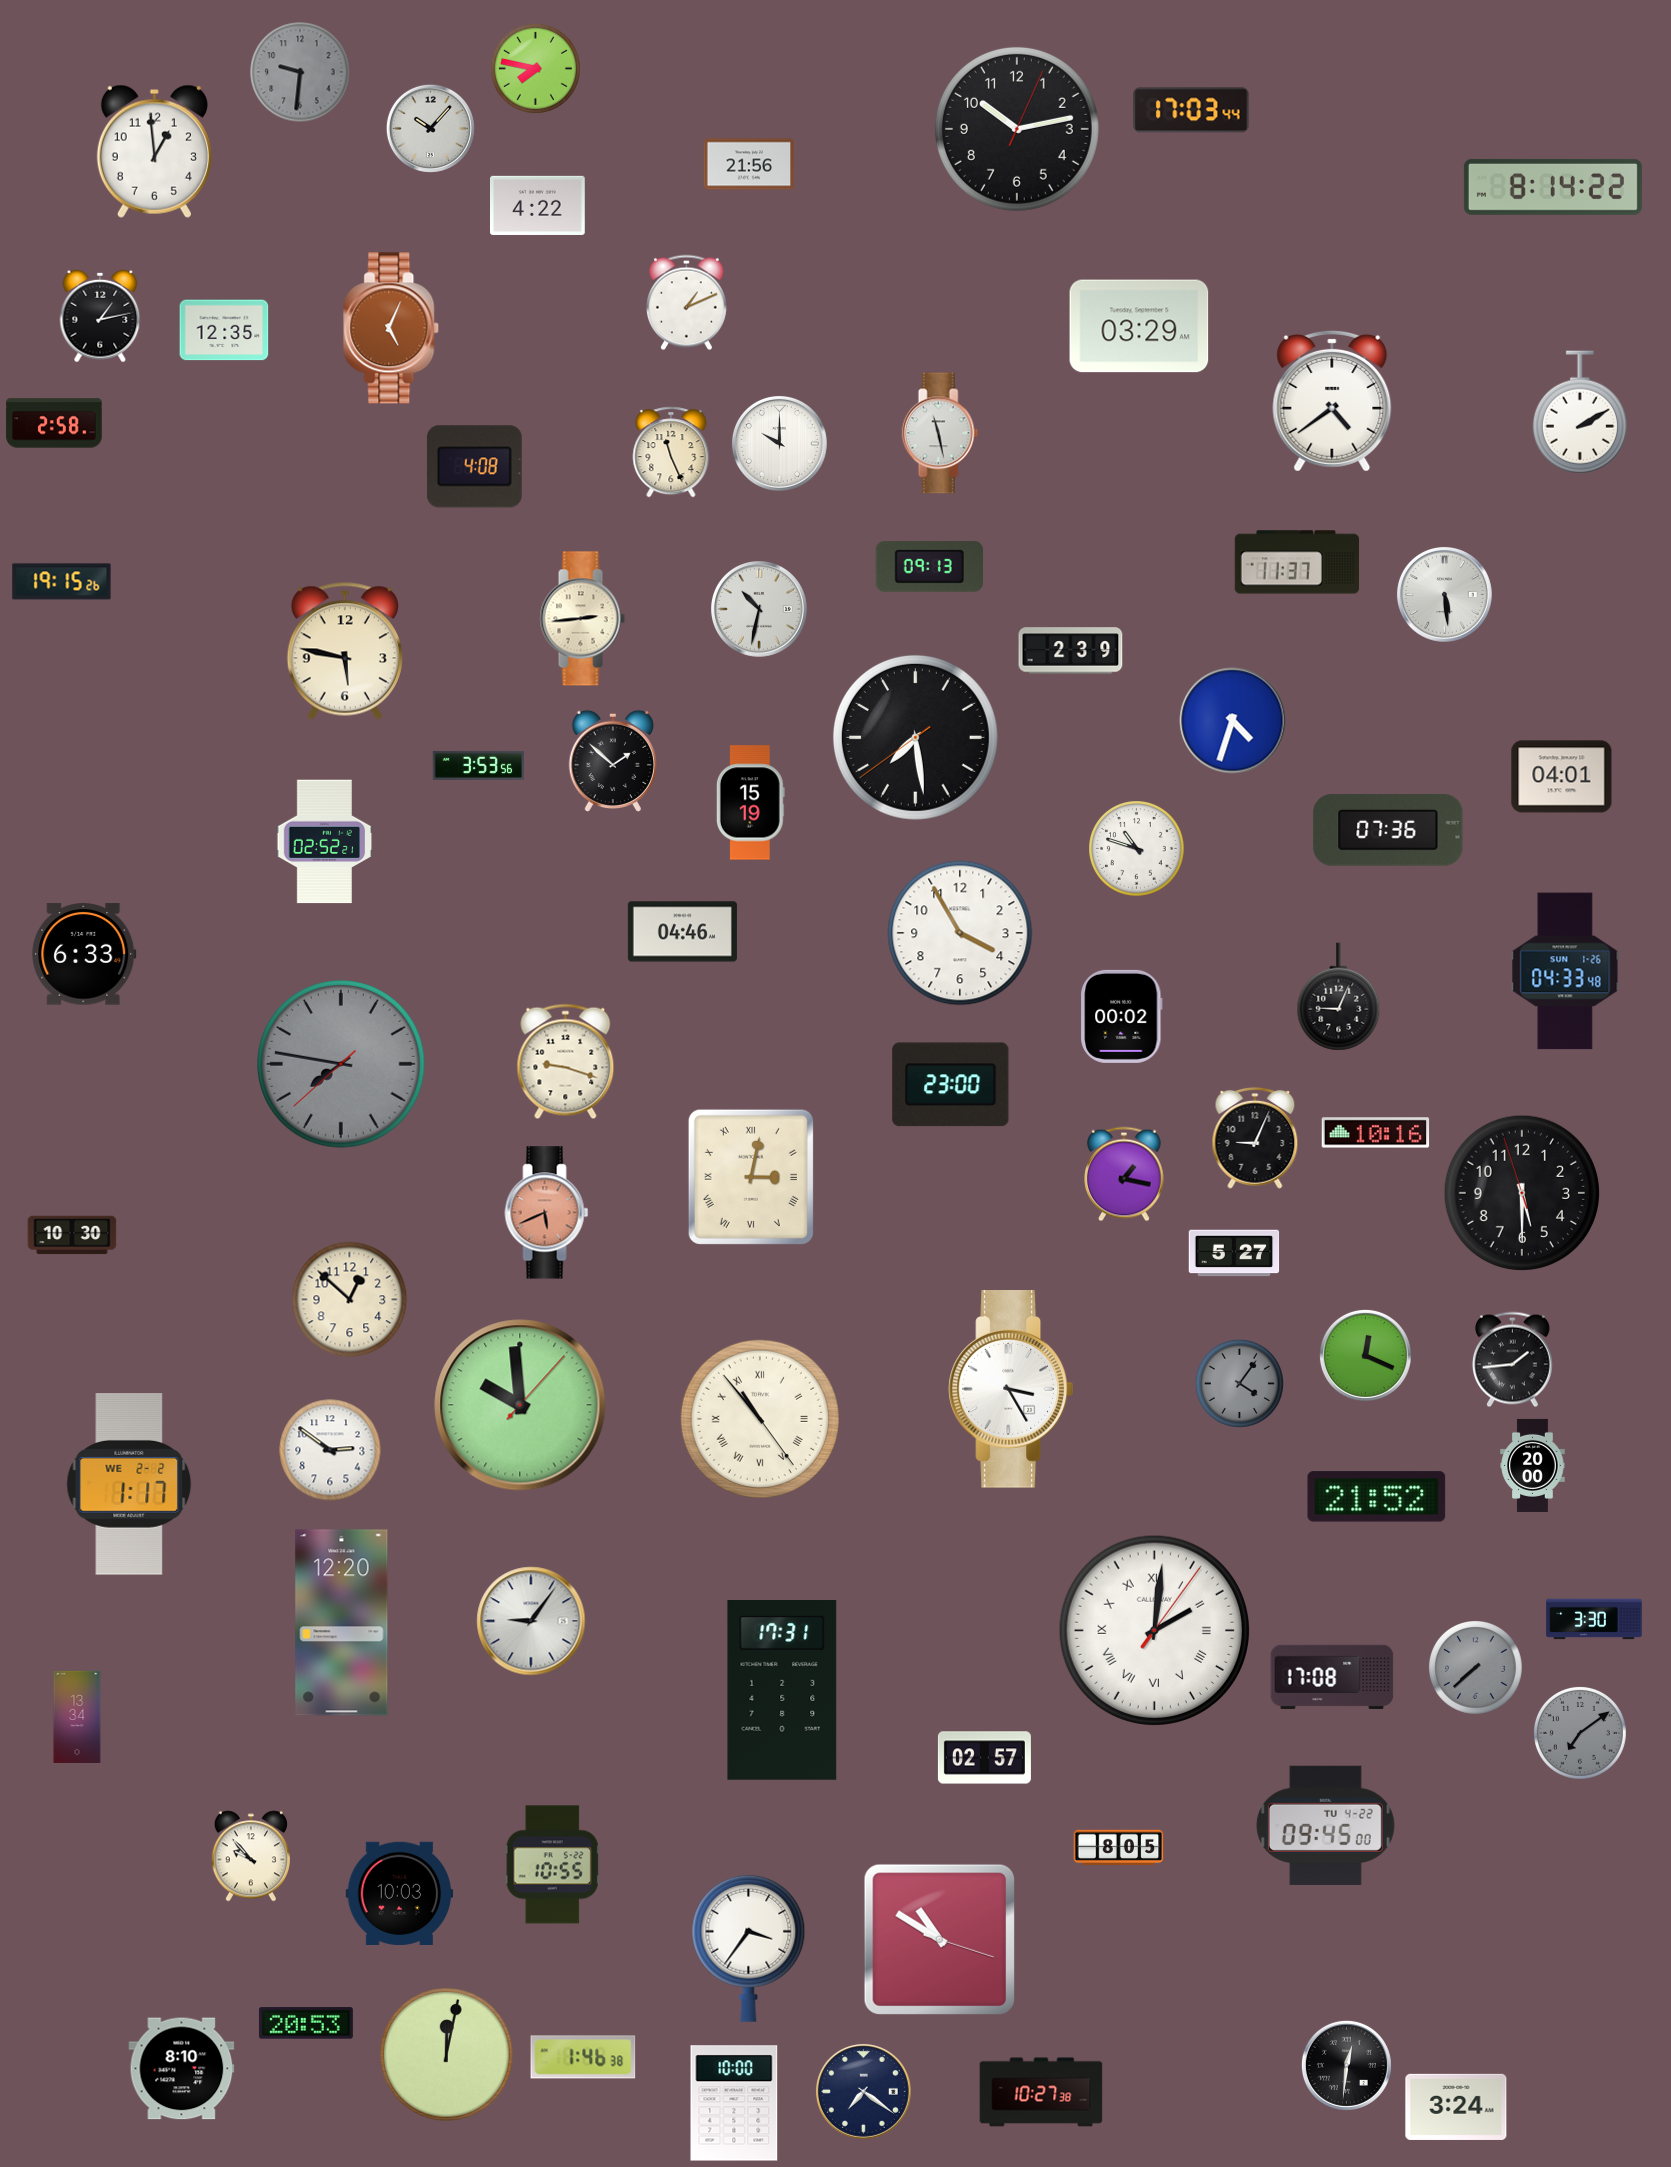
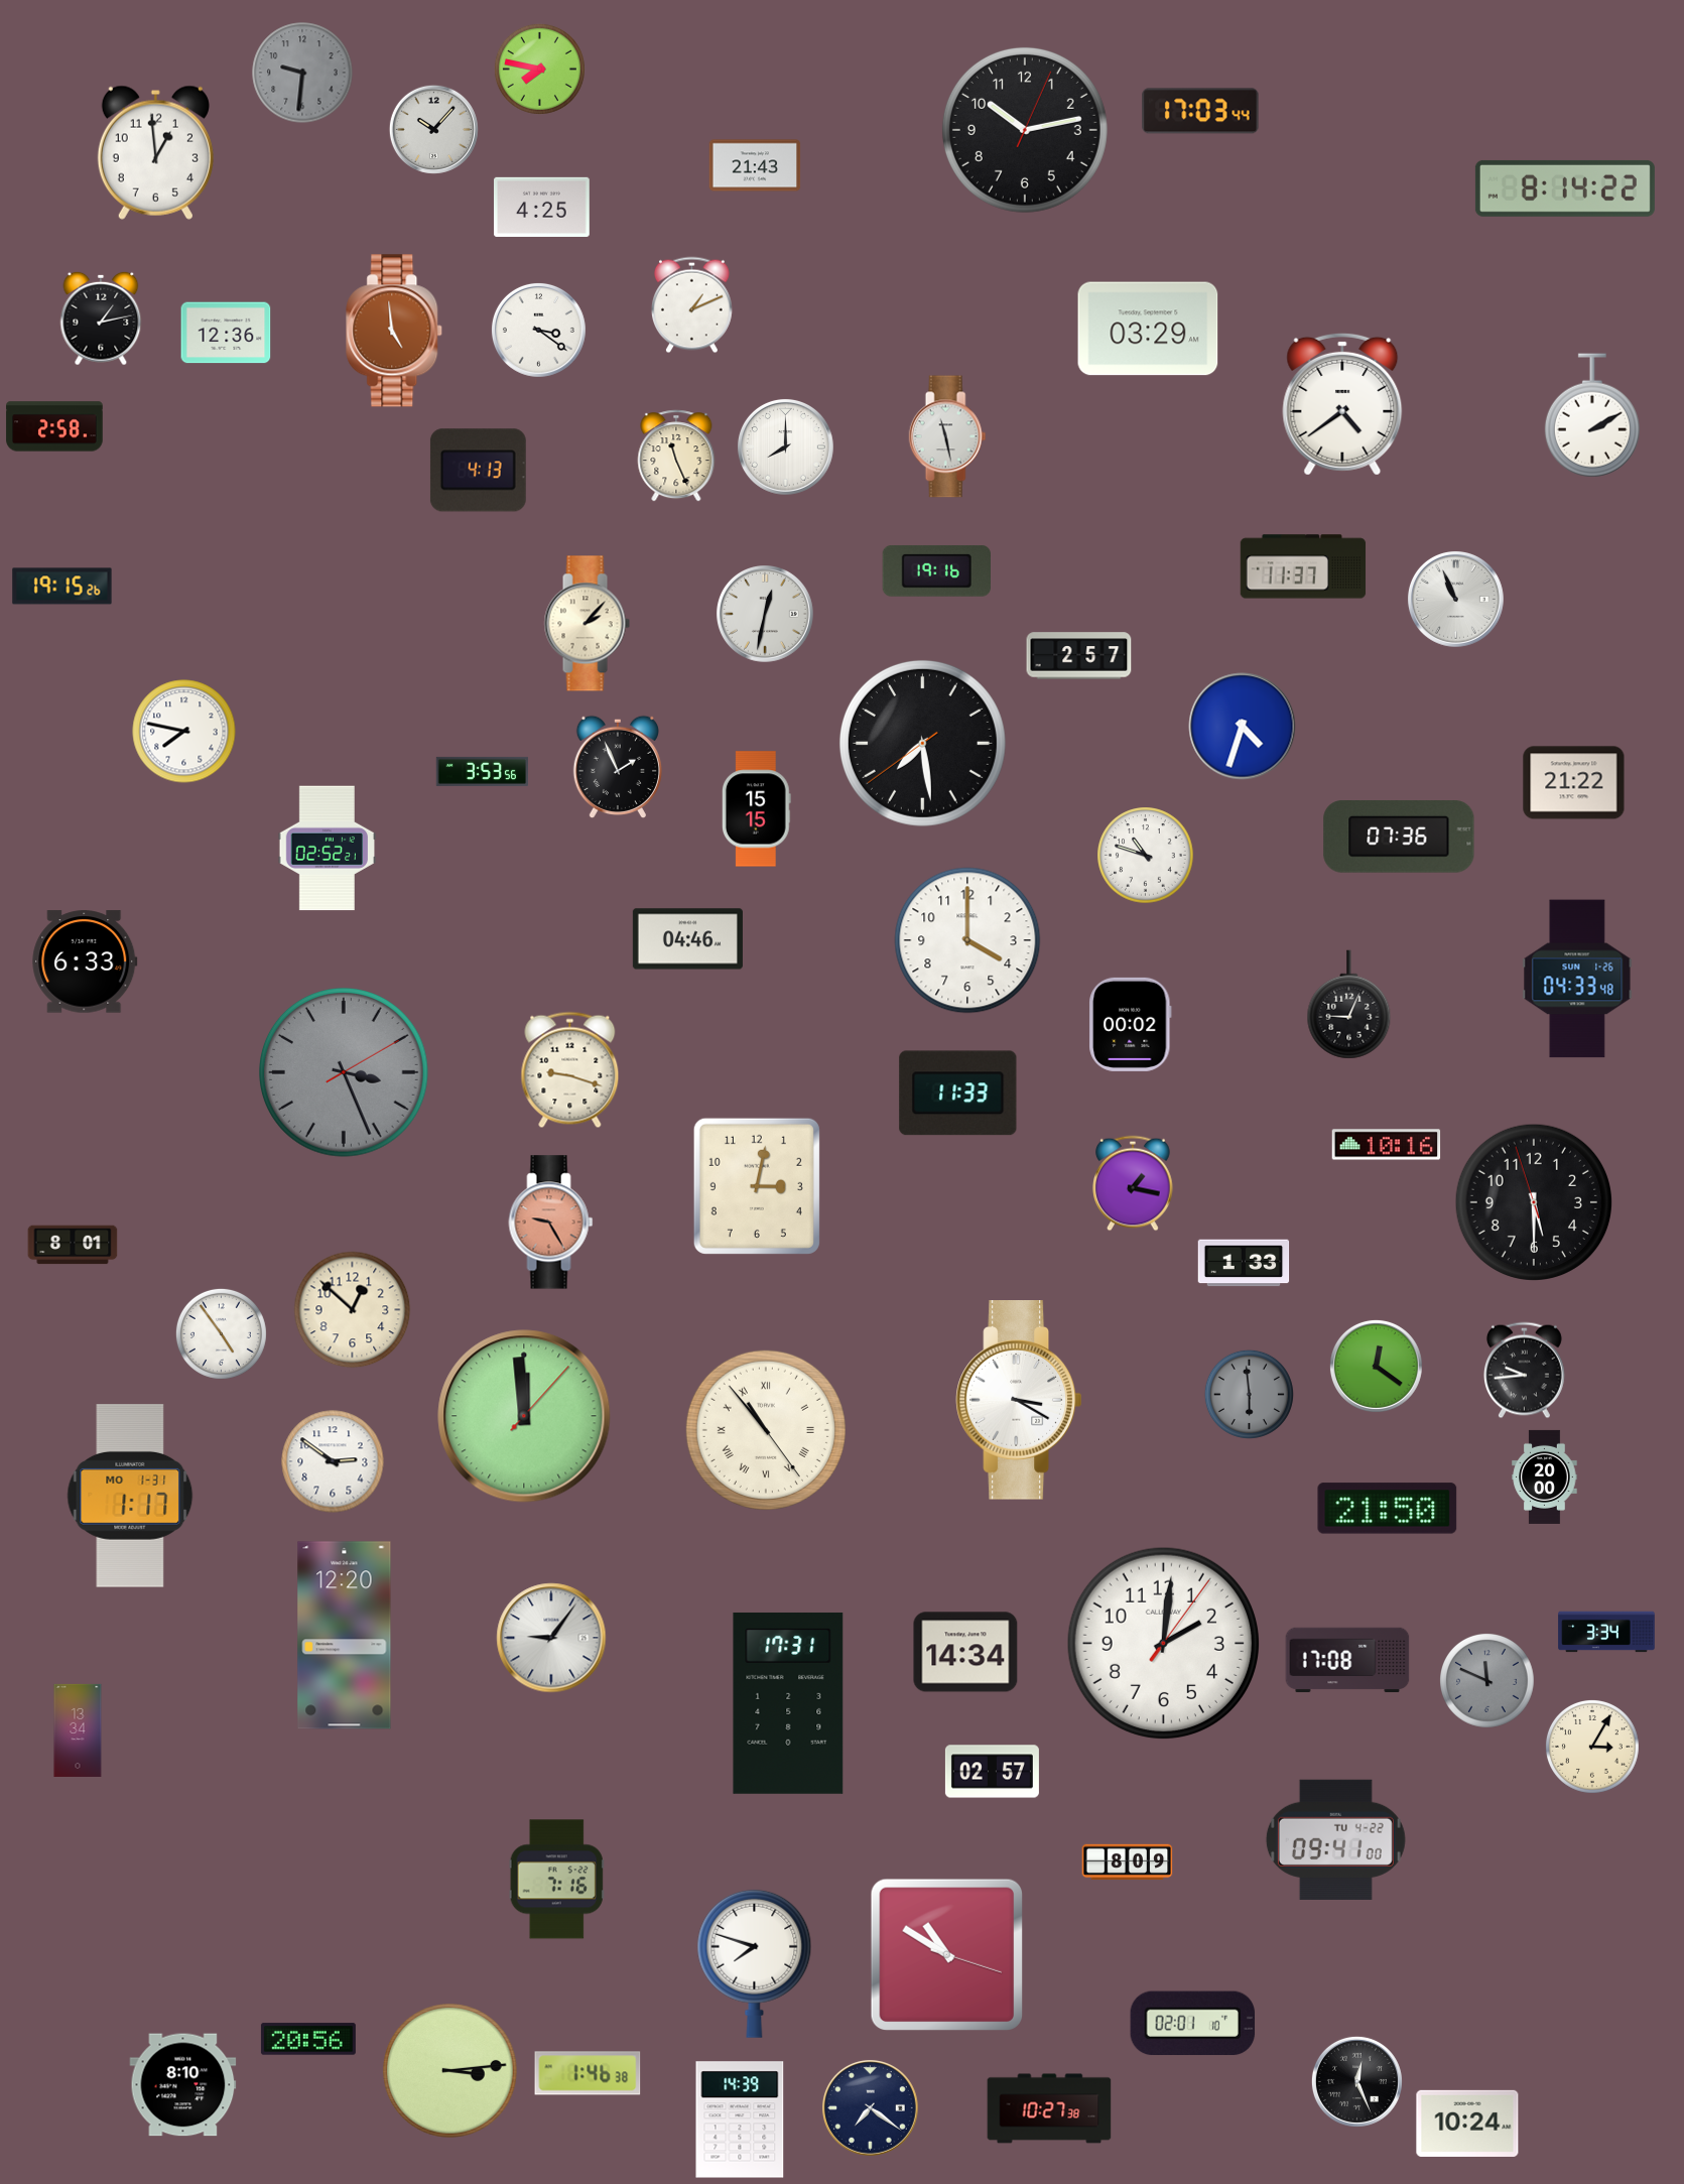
clock at (749, 164): 21:56 -> 21:43
clock at (538, 205): 4:22 -> 4:25
clock at (538, 330): none -> 3:21
clock at (392, 328): 5:04 -> 4:59
clock at (224, 330): 12:35 -> 12:36
clock at (779, 443): 10:00 -> 8:00
clock at (474, 467): 4:08 -> 4:13
clock at (1297, 562) position: (1297, 562) -> (1303, 566)
clock at (929, 567): 09:13 -> 19:16
clock at (1444, 594): 5:29 -> 10:56
clock at (760, 610): 10:32 -> 12:32
clock at (582, 619): 2:44 -> 2:07
clock at (345, 651): 5:47 -> none
clock at (1071, 651): 2:39 -> 2:57
clock at (184, 732): none -> 7:47
clock at (613, 760): 1:52 -> 1:56
clock at (1562, 777): 04:01 -> 21:22
clock at (750, 803): 15:19 -> 15:15
clock at (960, 933): 3:55 -> 4:00
clock at (342, 1065): 7:46 -> 3:26
clock at (951, 1085): 23:00 -> 11:33
clock at (1376, 1133) position: (1376, 1133) -> (1387, 1145)
clock at (1255, 1138): 9:04 -> none
clock at (751, 1177) numerals: Roman -> Arabic
clock at (547, 1213): 5:41 -> 9:25
clock at (72, 1235): 10:30 -> 8:01
clock at (1234, 1253): 5:27 -> 1:33
clock at (221, 1333): none -> 4:54
clock at (1365, 1355): 12:19 -> 12:21
clock at (1512, 1360): 1:44 -> 9:44
clock at (1239, 1383): 4:06 -> 5:59
clock at (1010, 1390): 3:25 -> 3:20
clock at (520, 1405): 9:59 -> 11:59
clock at (129, 1484) date: WE 2-2 -> MO 1-31
clock at (1377, 1497): 21:52 -> 21:50
clock at (1594, 1619): 3:30 -> 3:34
clock at (531, 1621) position: (531, 1621) -> (551, 1638)
clock at (1154, 1630) numerals: Roman -> Arabic
clock at (965, 1652): none -> 14:34
clock at (1476, 1668): 7:38 -> 11:49
clock at (1332, 1677) position: (1332, 1677) -> (1347, 1660)
clock at (1580, 1733): 7:09 -> 3:05
clock at (1580, 1733) dial: grey -> cream
clock at (1325, 1825): 09:45 -> 09:41
clock at (1119, 1848): 8:05 -> 8:09
clock at (251, 1856): 9:53 -> none
clock at (552, 1865): 10:55 -> 7:16
clock at (400, 1893): 10:03 -> none
clock at (749, 1948): 3:36 -> 7:48
clock at (1193, 2024): none -> 02:01
clock at (306, 2023): 20:53 -> 20:56
clock at (447, 2055): 12:02 -> 3:14
clock at (1346, 2065): 12:31 -> 12:26
clock at (734, 2103): 10:00 -> 14:39
clock at (1456, 2107): 3:24 -> 10:24
